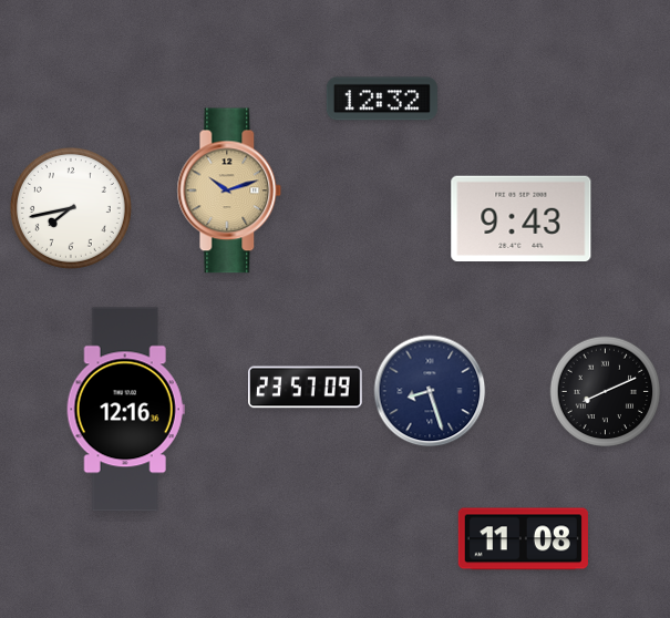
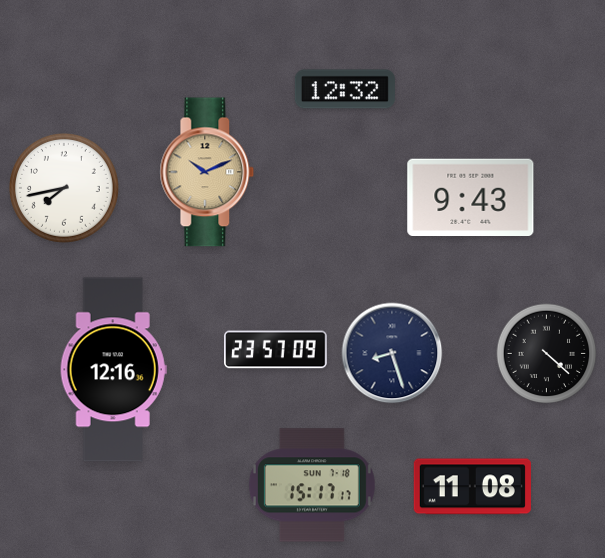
clock at (229, 190): 10:12 -> 10:11
clock at (430, 391) position: (430, 391) -> (392, 353)
clock at (606, 392): 8:11 -> 4:22
clock at (312, 485): none -> 15:17
